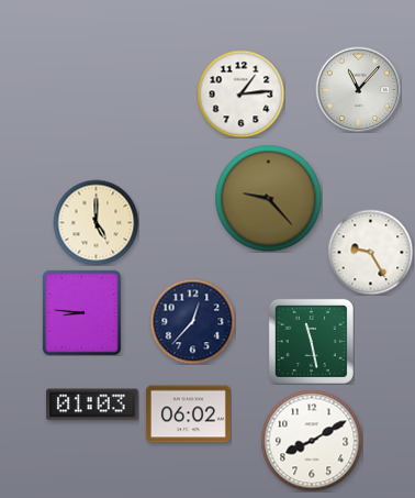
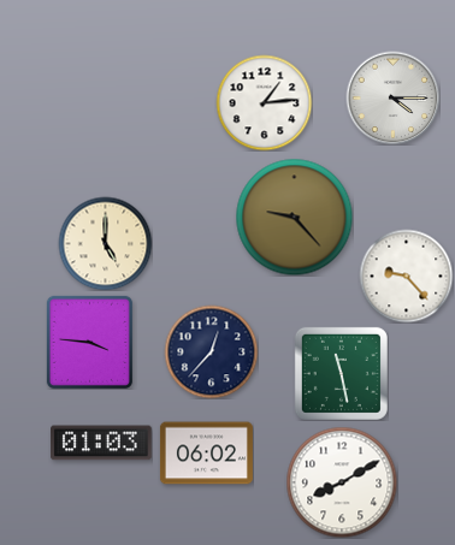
clock at (358, 89): 11:07 -> 4:15
clock at (370, 252): 9:25 -> 9:23
clock at (81, 312): 8:46 -> 3:46
